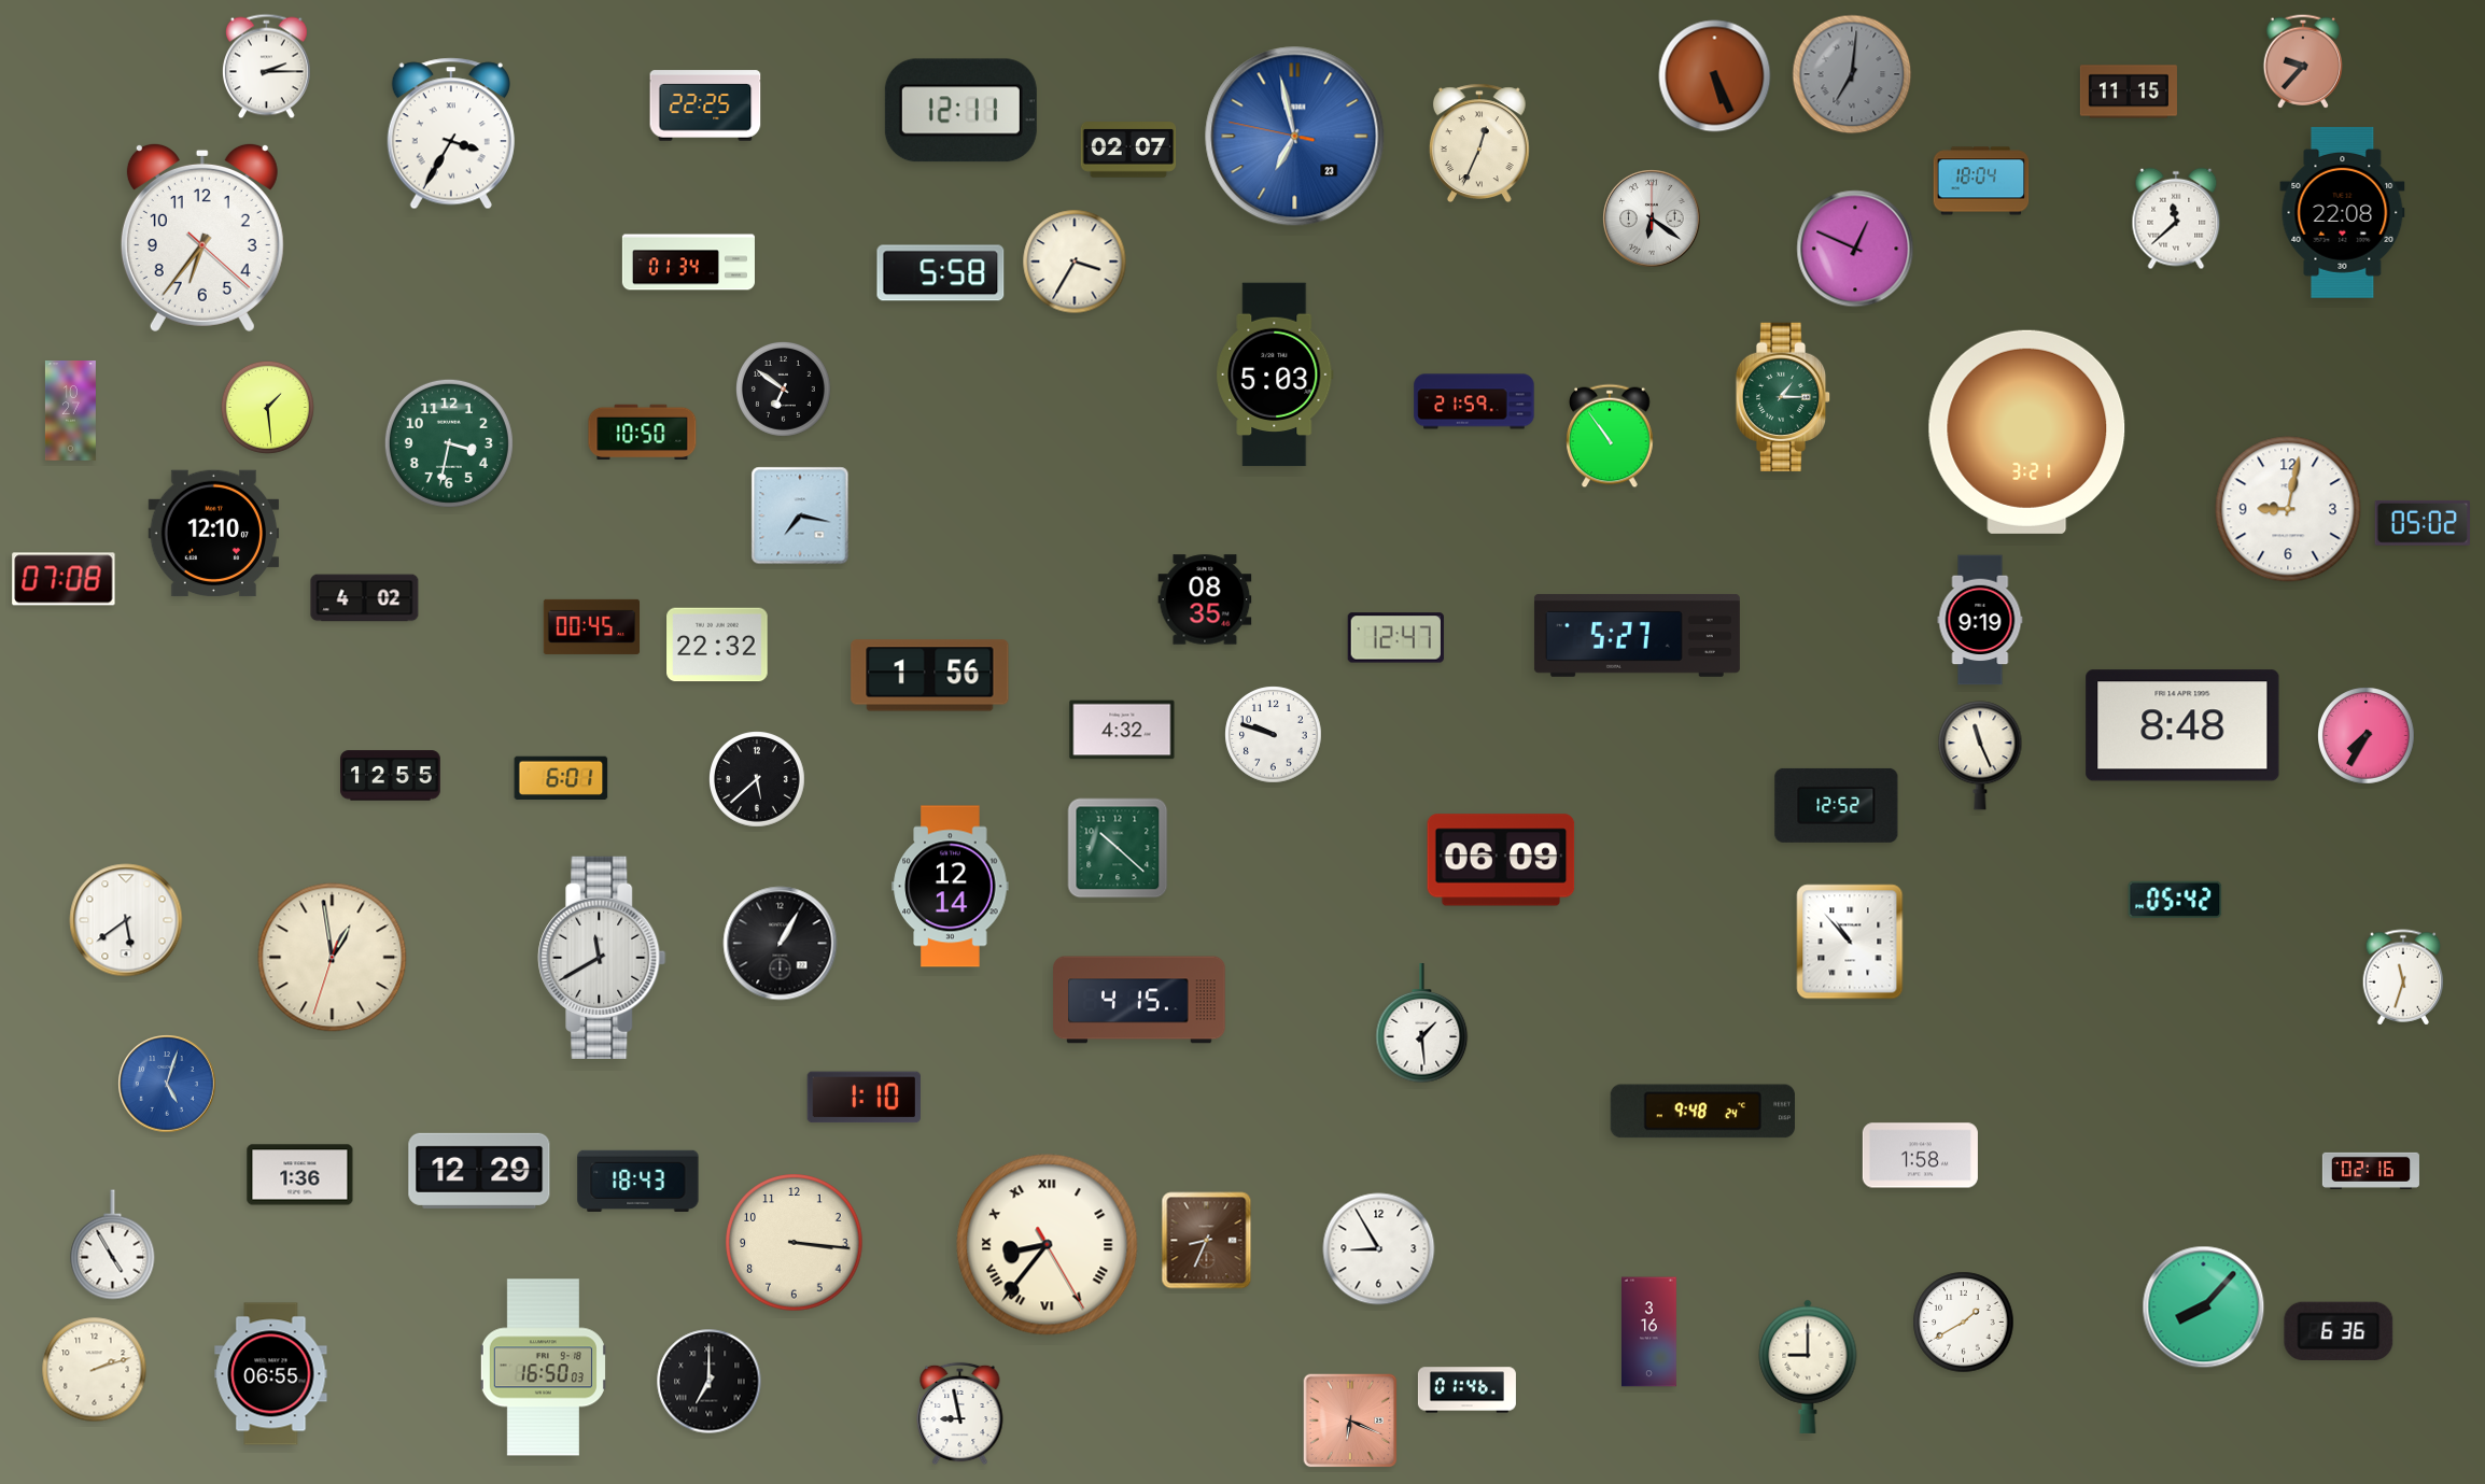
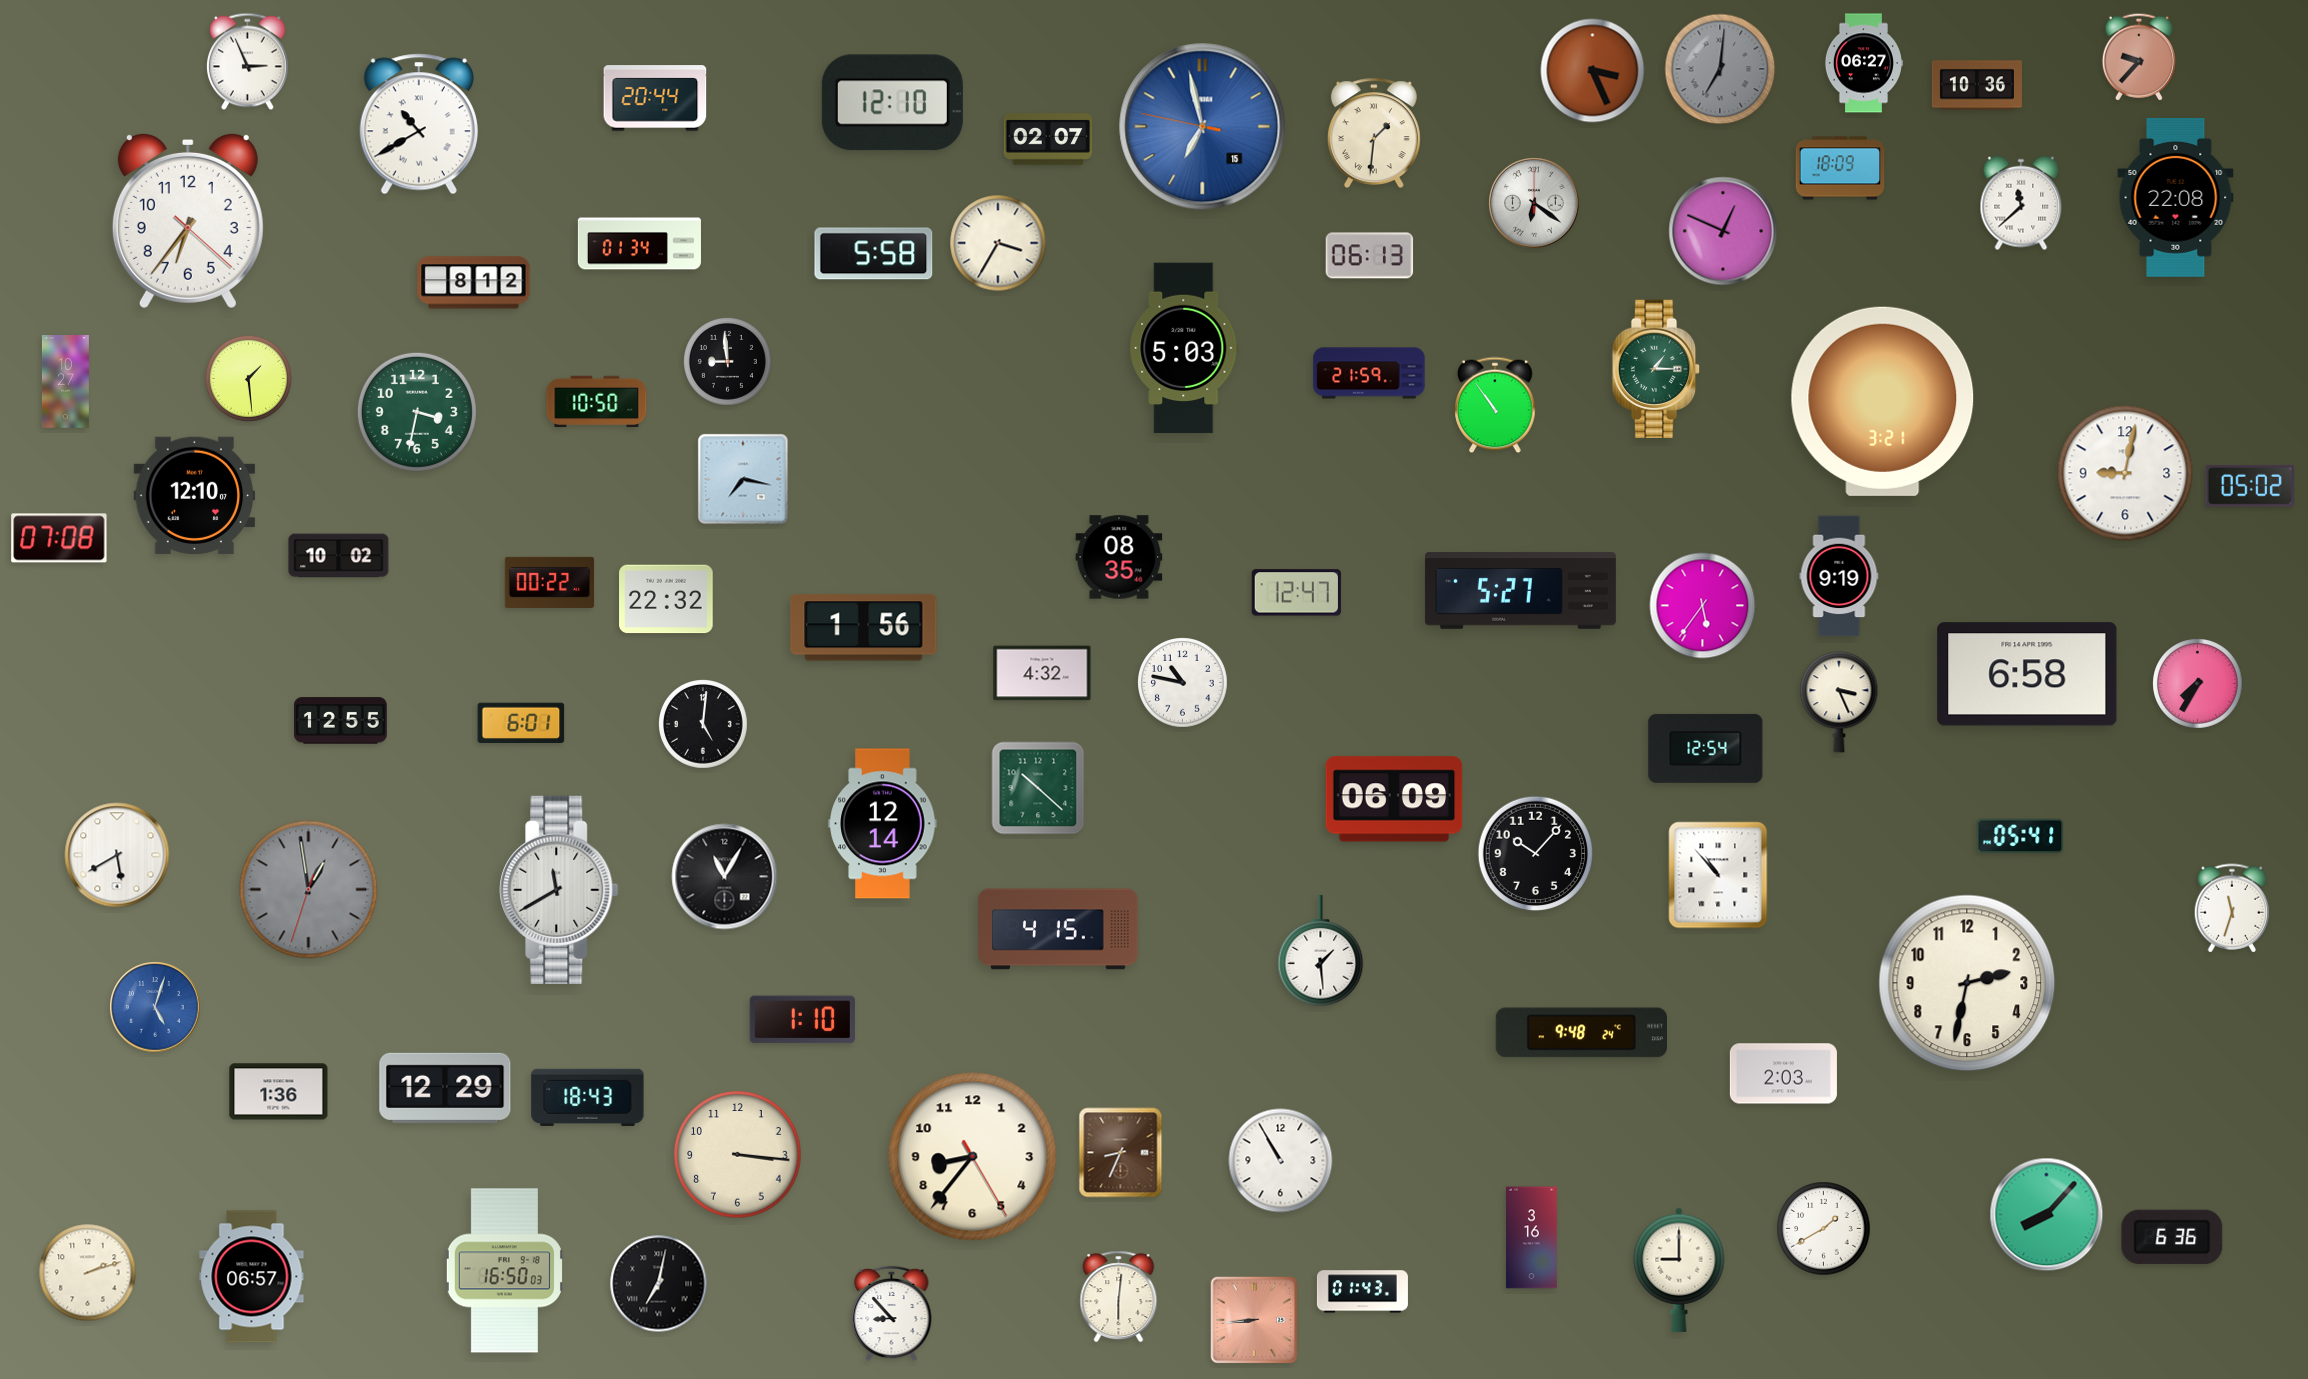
clock at (266, 67): 2:15 -> 2:56
clock at (1863, 63): none -> 06:27
clock at (1715, 76): 5:26 -> 3:26
clock at (2129, 91): 11:15 -> 10:36
clock at (705, 105): 22:25 -> 20:44
clock at (960, 111): 12:11 -> 12:10
clock at (451, 133): 3:35 -> 10:40
clock at (1295, 137) date: 23 -> 15
clock at (1479, 143): 12:34 -> 1:31
clock at (1981, 181): 18:04 -> 18:09
clock at (1370, 256): none -> 06:13
clock at (474, 283): none -> 8:12
clock at (783, 388): 6:51 -> 8:59
clock at (214, 534) position: (214, 534) -> (195, 496)
clock at (365, 598): 4:02 -> 10:02
clock at (592, 626): 00:45 -> 00:22
clock at (1703, 606): none -> 5:36
clock at (2182, 725): 8:48 -> 6:58
clock at (1122, 730) position: (1122, 730) -> (1042, 673)
clock at (1274, 735): 9:48 -> 10:47
clock at (1980, 755): 11:26 -> 3:26
clock at (391, 776) position: (391, 776) -> (341, 721)
clock at (758, 780): 5:38 -> 5:01
clock at (1837, 805): 12:52 -> 12:54
clock at (2175, 899): 05:42 -> 05:41
clock at (1536, 854): none -> 10:07
clock at (126, 920): 5:39 -> 5:40
clock at (781, 944): 1:05 -> 11:05
clock at (333, 958) dial: cream -> grey
clock at (1967, 983): none -> 2:32
clock at (1920, 1156): 1:58 -> 2:03
clock at (2371, 1171): 02:16 -> none
clock at (638, 1181) position: (638, 1181) -> (588, 1097)
clock at (113, 1245): 4:55 -> none
clock at (1048, 1245) numerals: Roman -> Arabic
clock at (1379, 1249): 8:55 -> 10:55
clock at (271, 1374): 06:55 -> 06:57
clock at (710, 1382): 7:00 -> 7:02
clock at (1466, 1390): 01:46 -> 01:43
clock at (1119, 1297): none -> 6:01
clock at (960, 1414): 8:58 -> 8:53
clock at (1350, 1421): 6:19 -> 8:44
